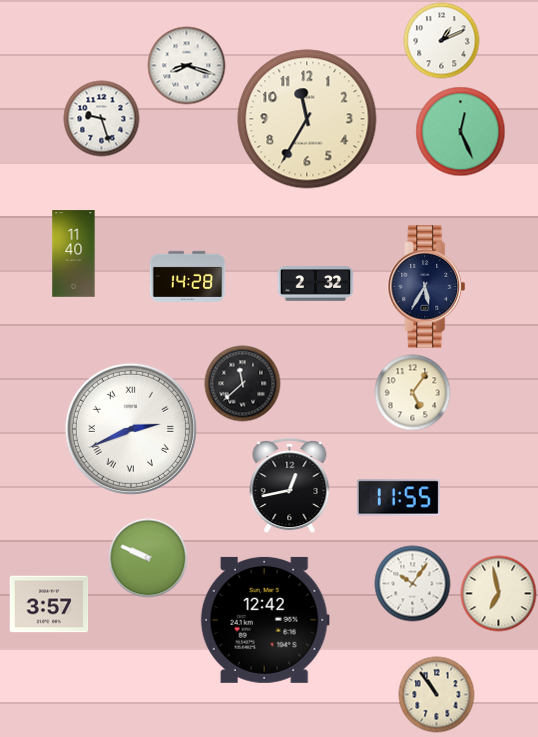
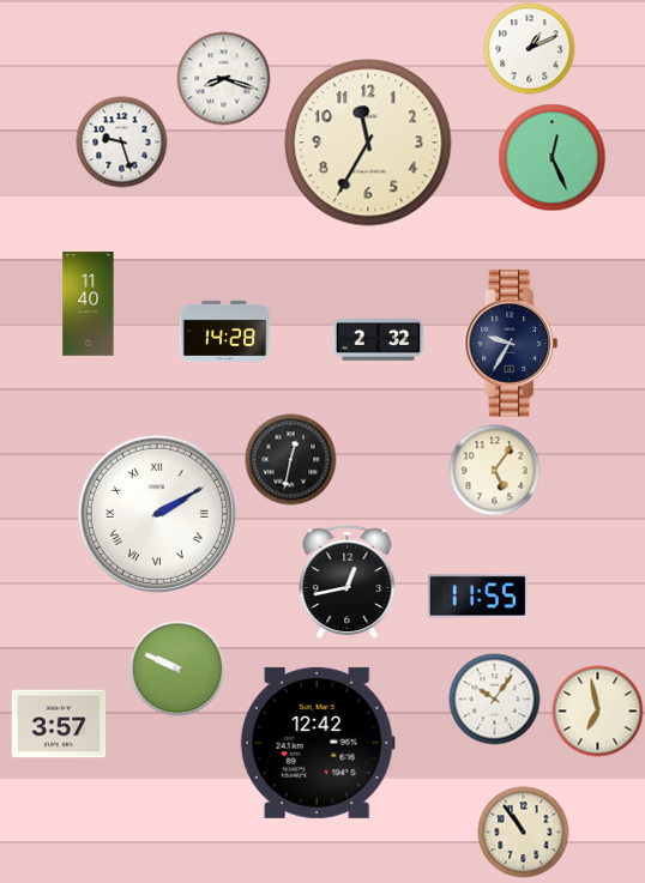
clock at (427, 287): 5:35 -> 9:35
clock at (243, 384): 11:38 -> 12:32
clock at (131, 429): 2:41 -> 2:10
